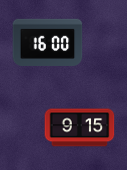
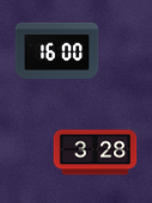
clock at (80, 128): 9:15 -> 3:28
